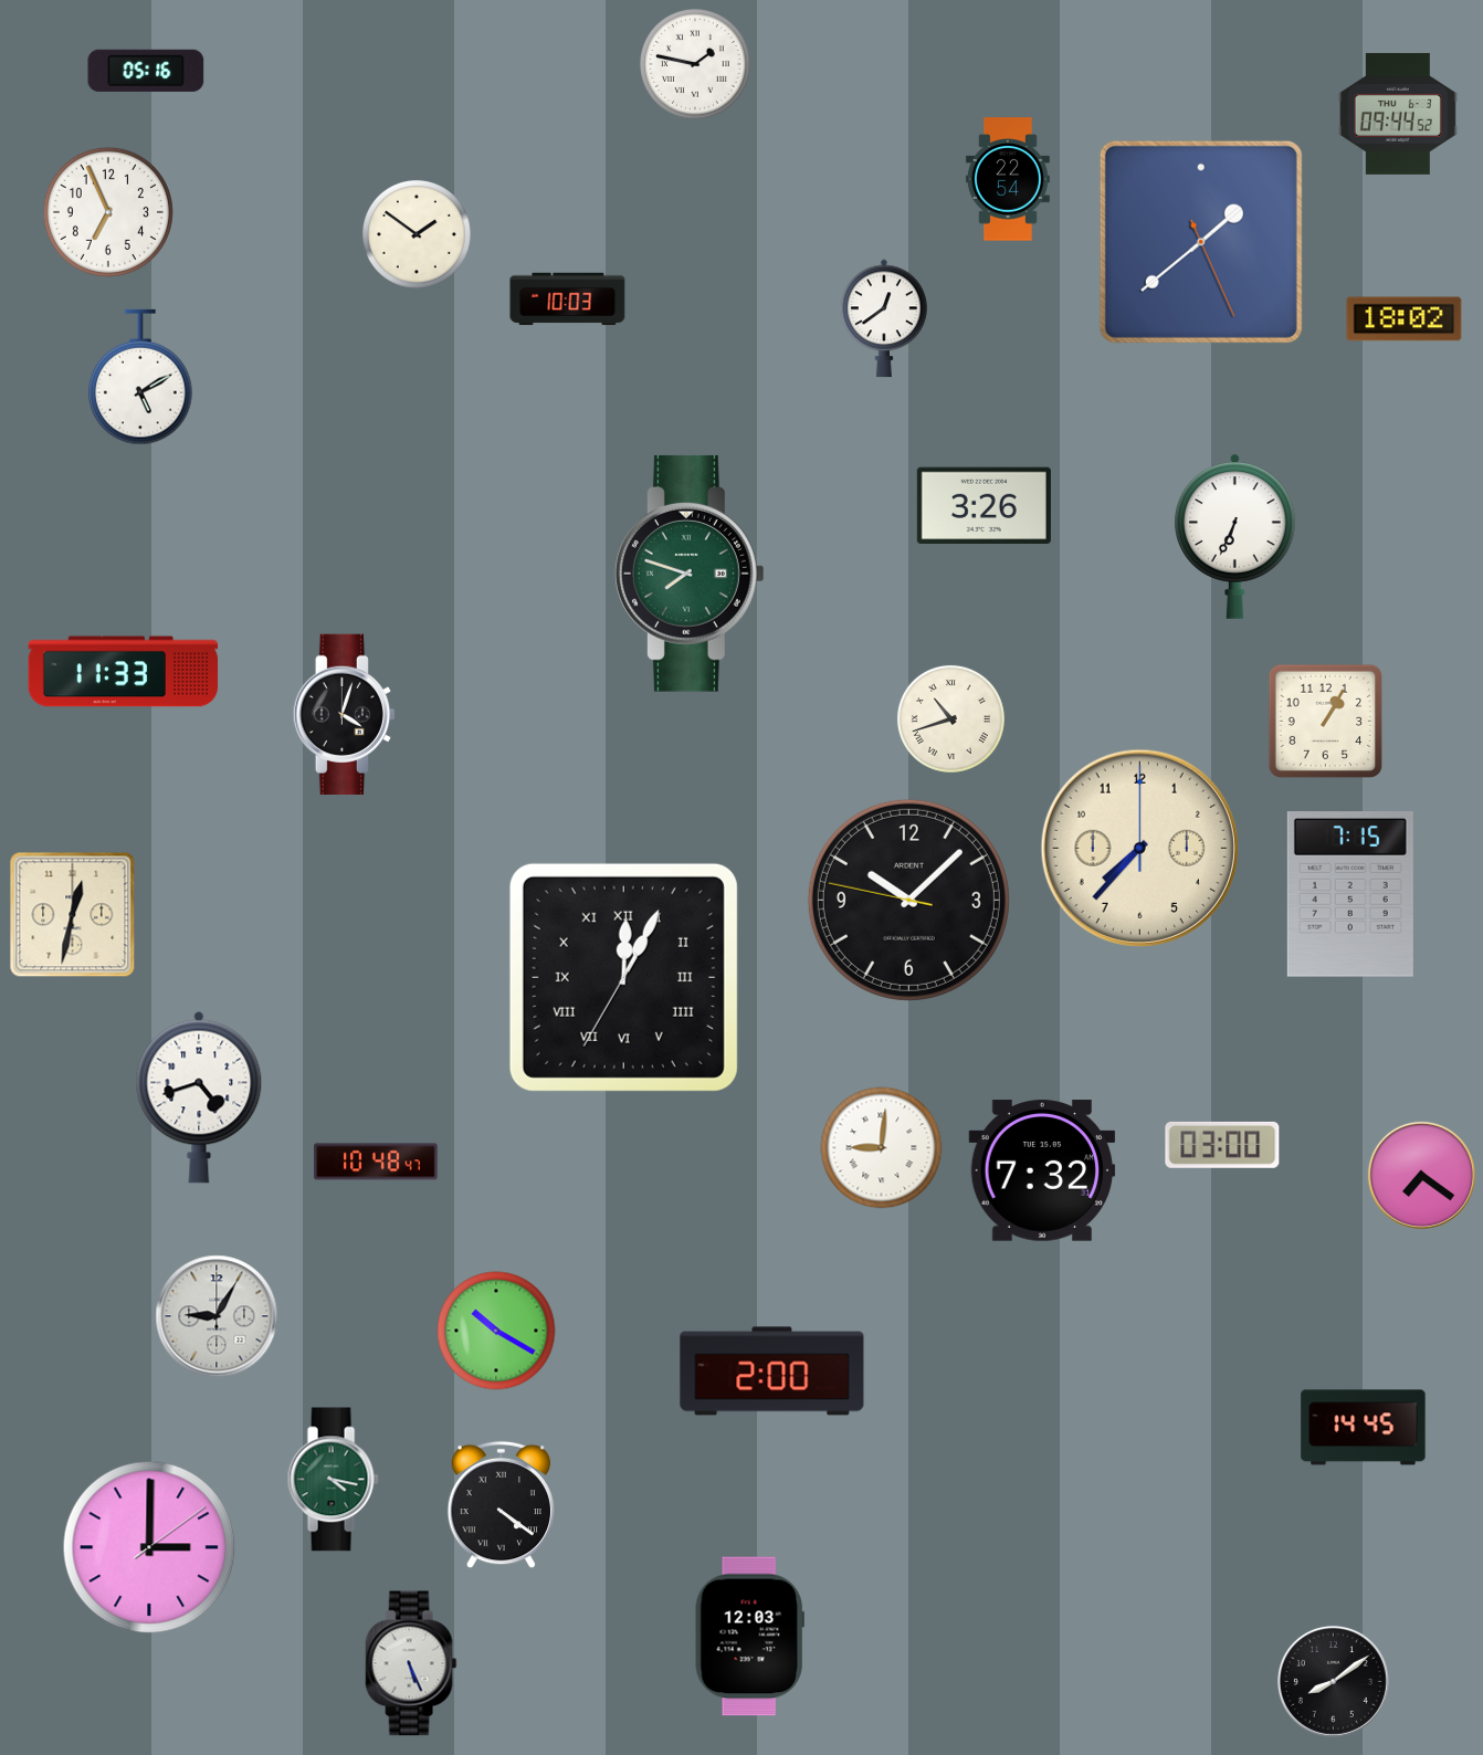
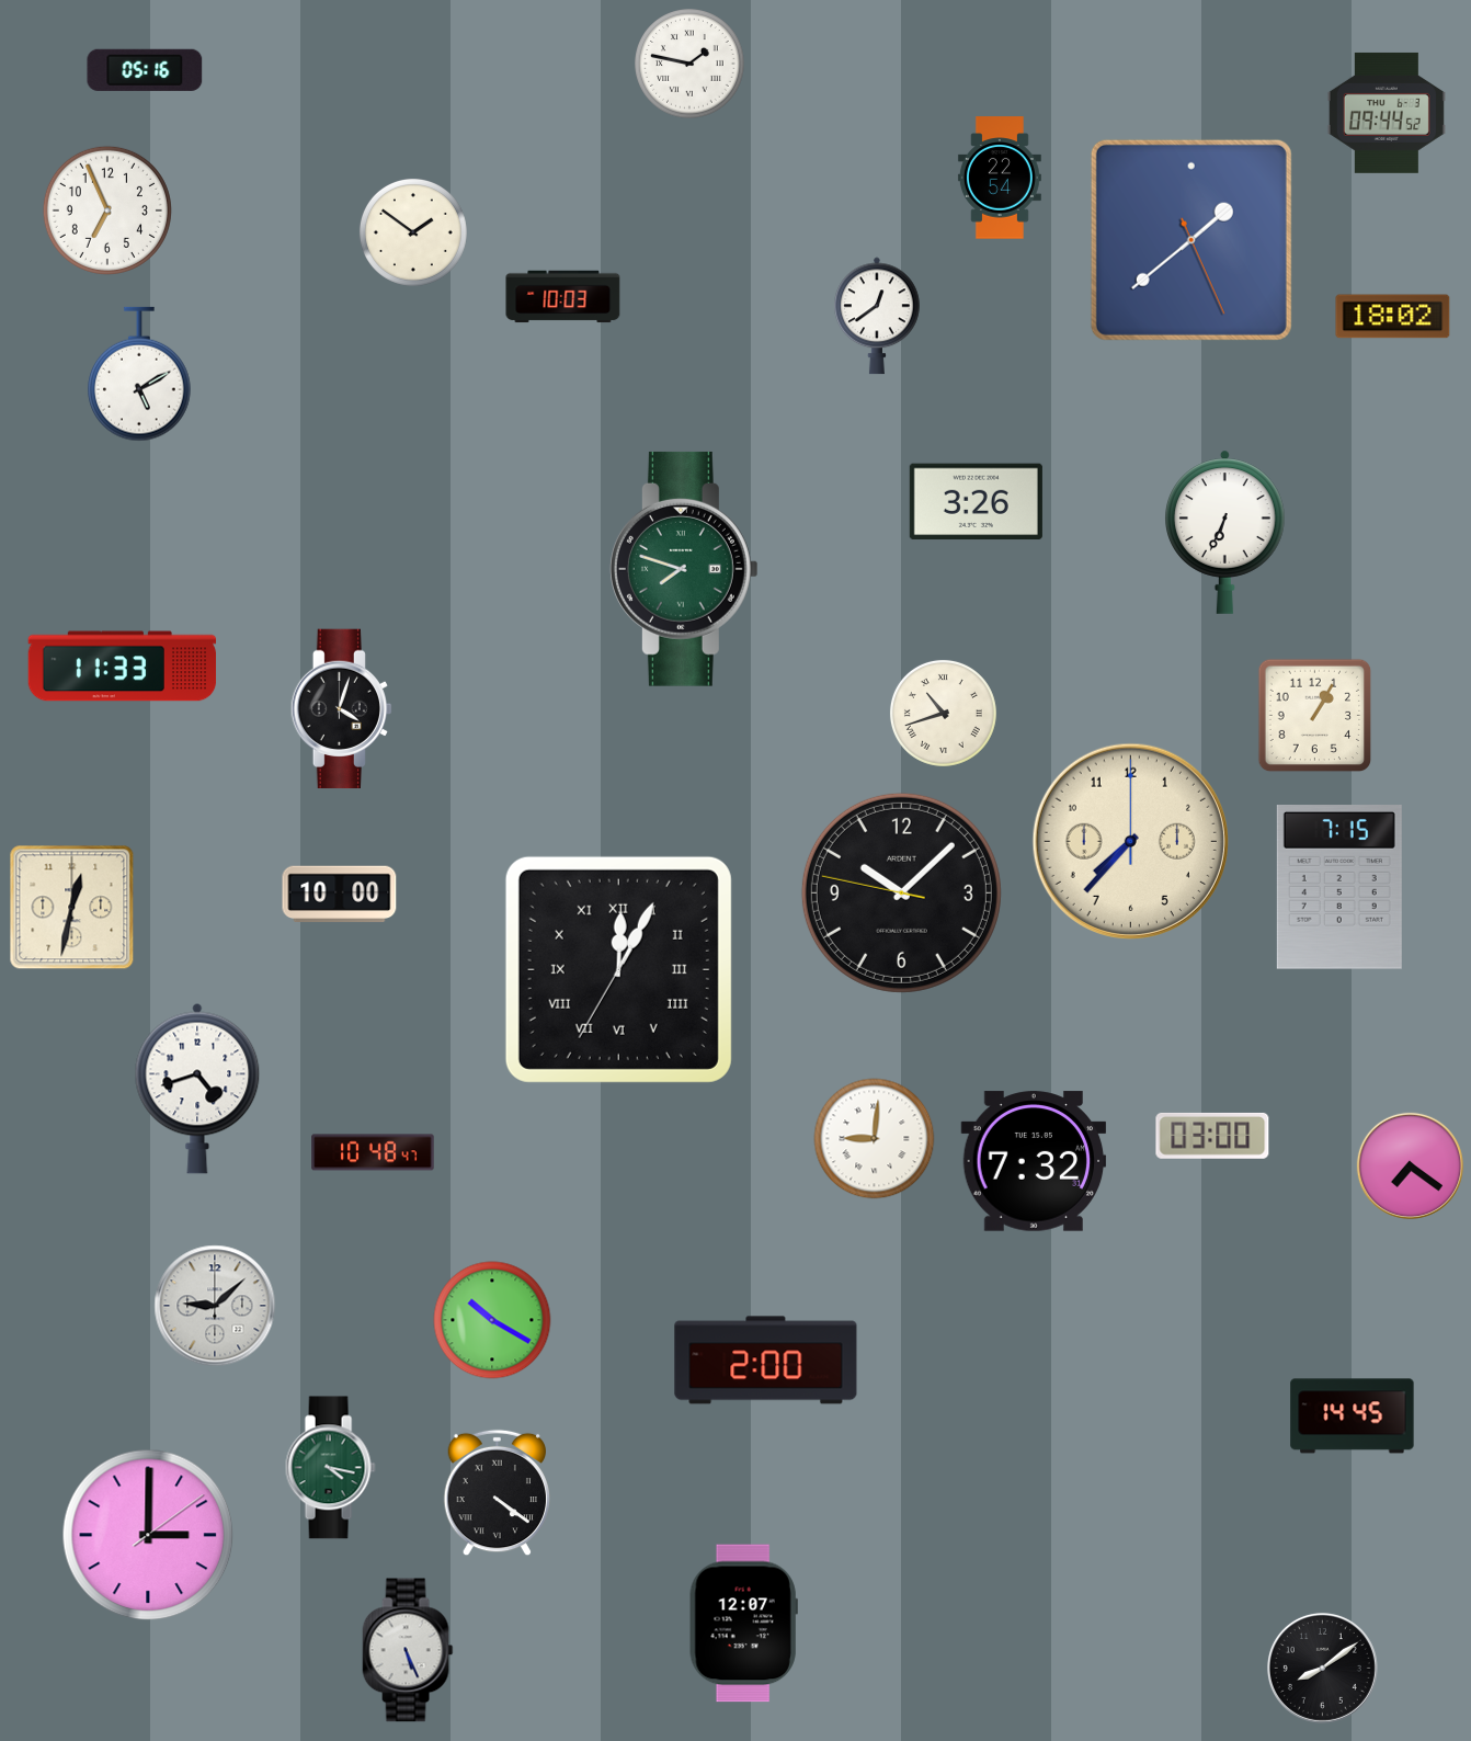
clock at (340, 895): none -> 10:00
clock at (217, 1316): 9:05 -> 9:08
clock at (749, 1637): 12:03 -> 12:07
